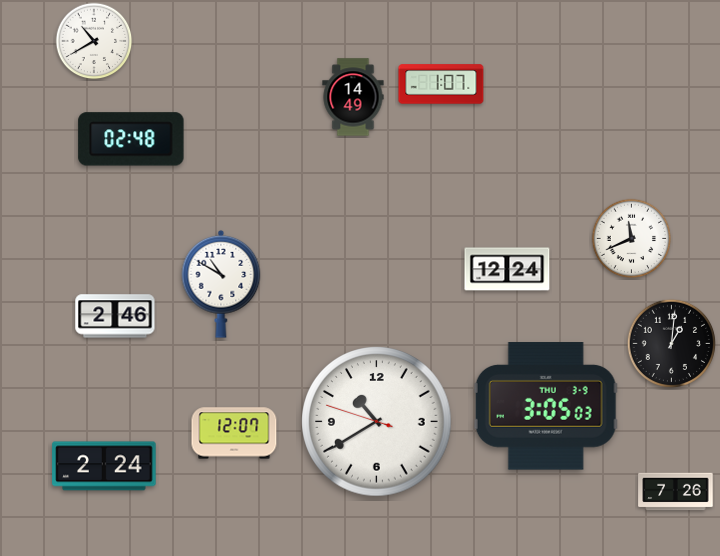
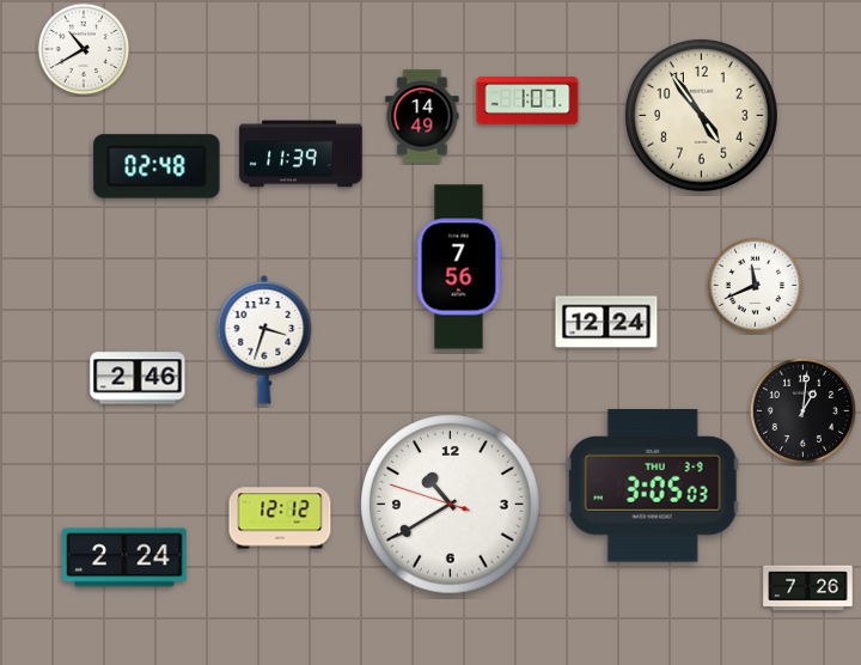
clock at (94, 41) position: (94, 41) -> (84, 49)
clock at (701, 115): none -> 4:54
clock at (301, 154): none -> 11:39
clock at (459, 267): none -> 7:56
clock at (221, 284): 10:50 -> 3:33
clock at (234, 433): 12:07 -> 12:12
